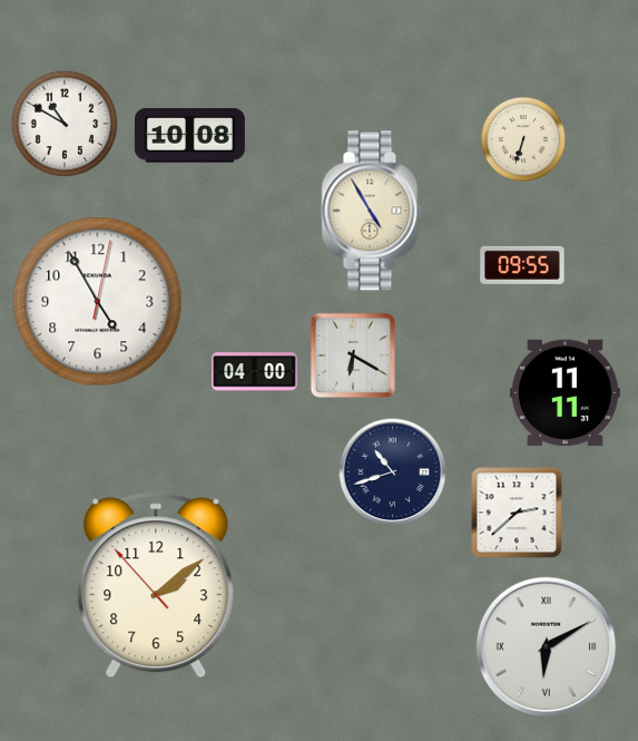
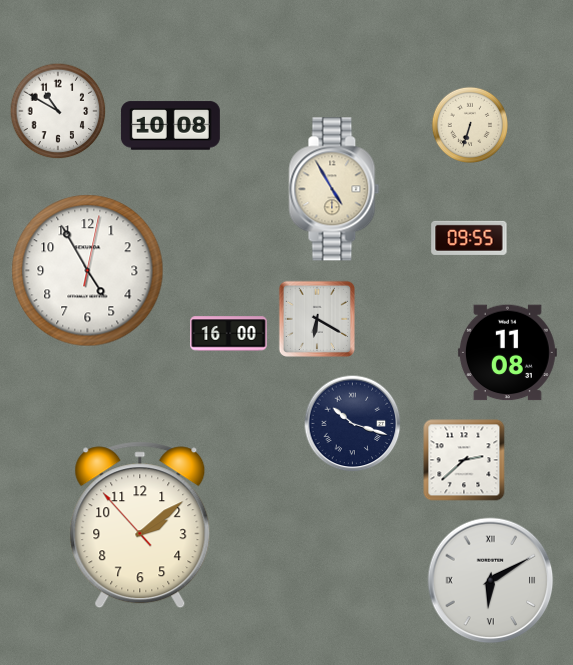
clock at (189, 136) position: (189, 136) -> (170, 126)
clock at (255, 372): 04:00 -> 16:00
clock at (565, 393): 11:11 -> 11:08
clock at (393, 472): 10:42 -> 10:18
